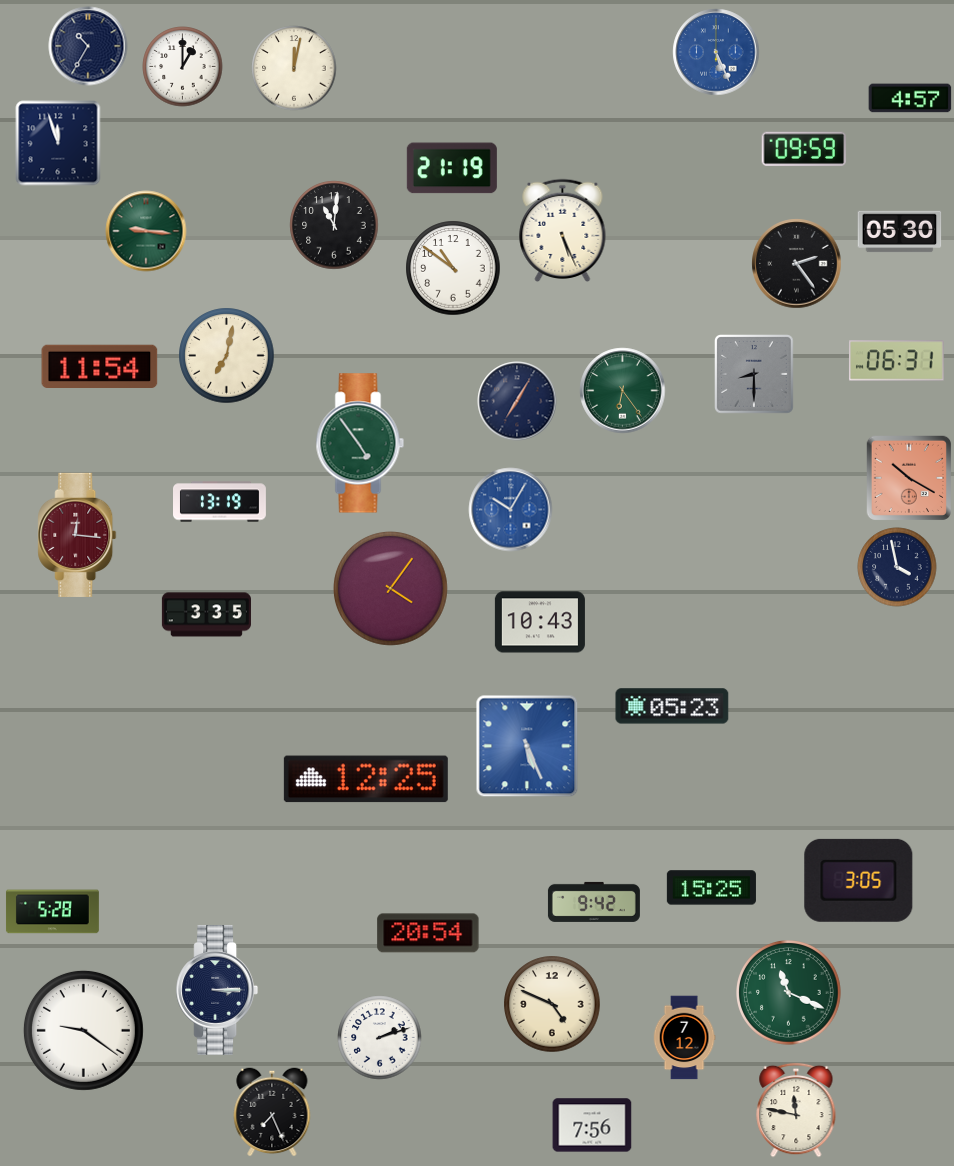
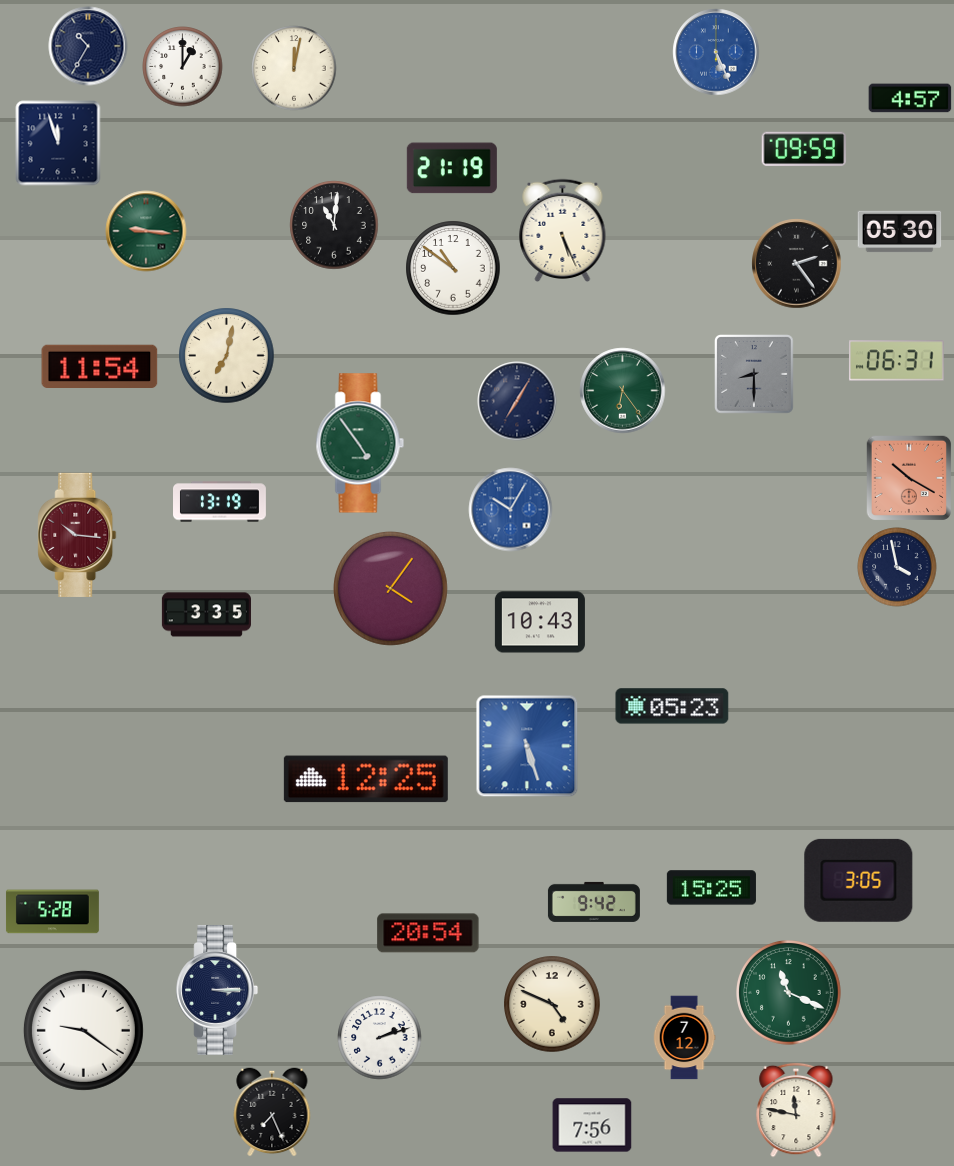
clock at (77, 535): 12:16 -> 10:16
clock at (527, 746): 5:26 -> 5:27
